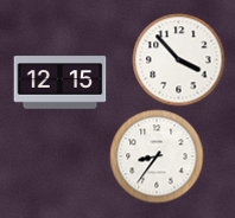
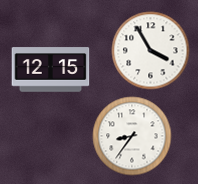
clock at (178, 59): 3:53 -> 3:55
clock at (157, 156) position: (157, 156) -> (132, 136)
